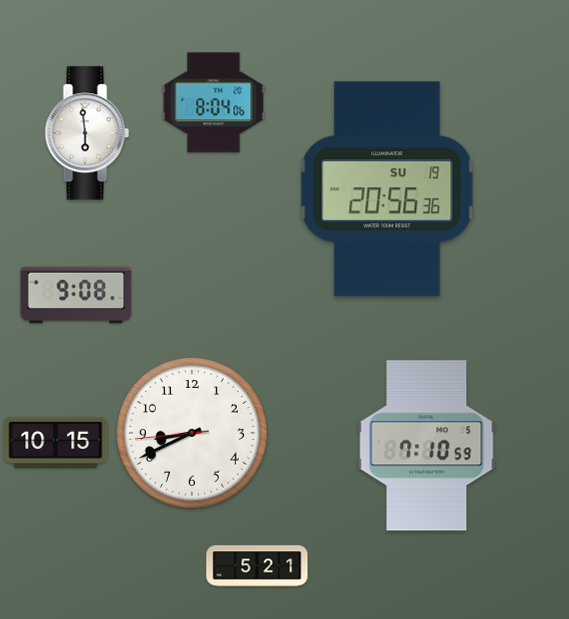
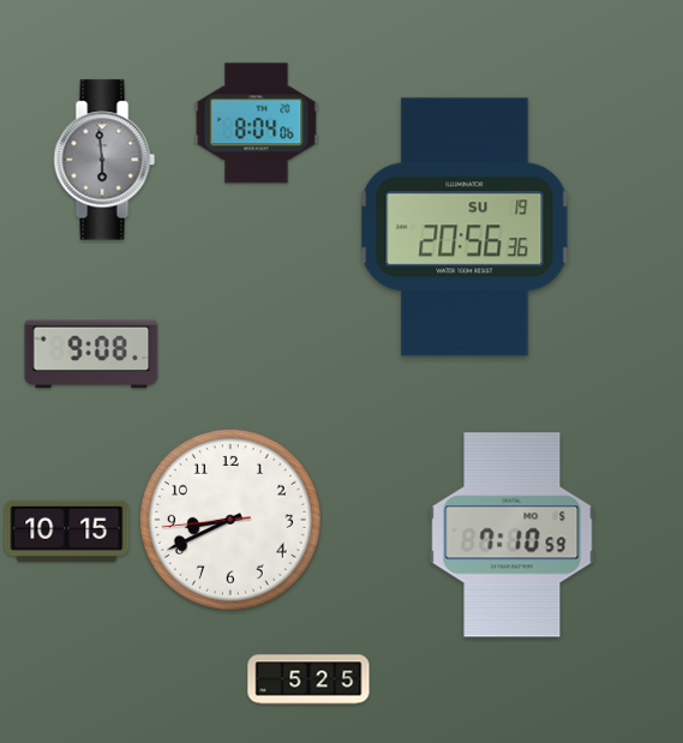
clock at (87, 133) dial: white -> grey
clock at (257, 566): 5:21 -> 5:25
